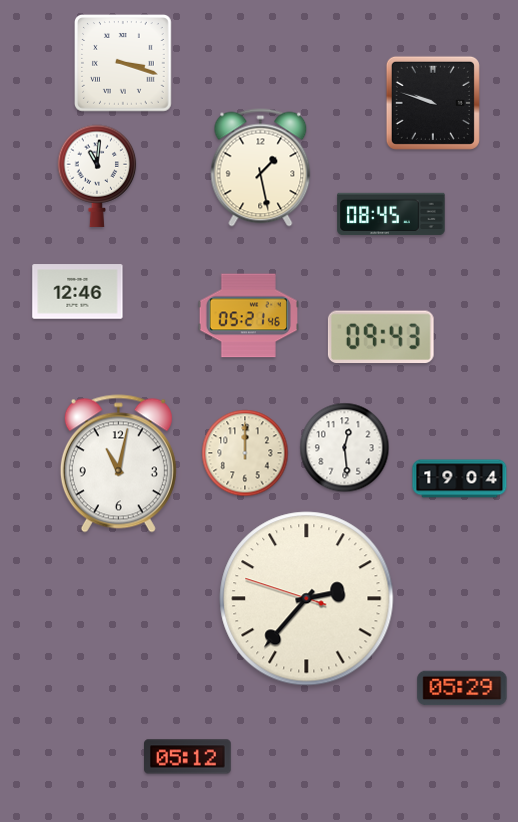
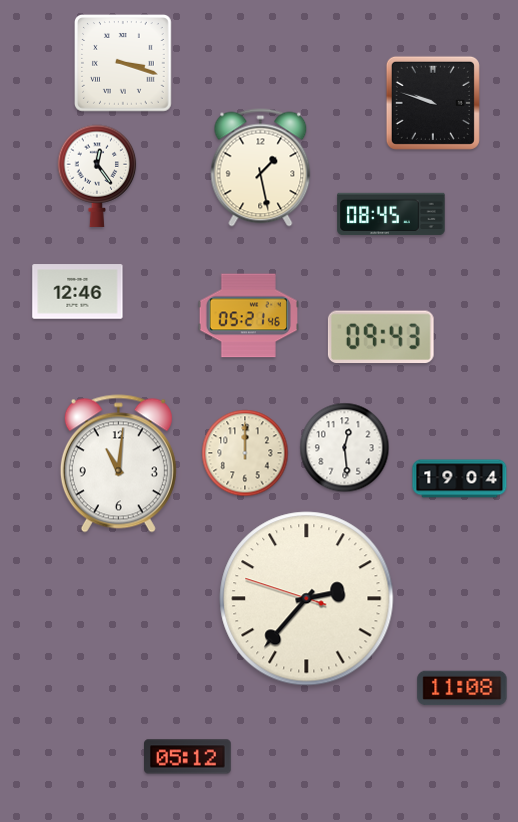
clock at (97, 176): 11:01 -> 12:24
clock at (118, 464): 11:02 -> 11:01
clock at (462, 688): 05:29 -> 11:08
